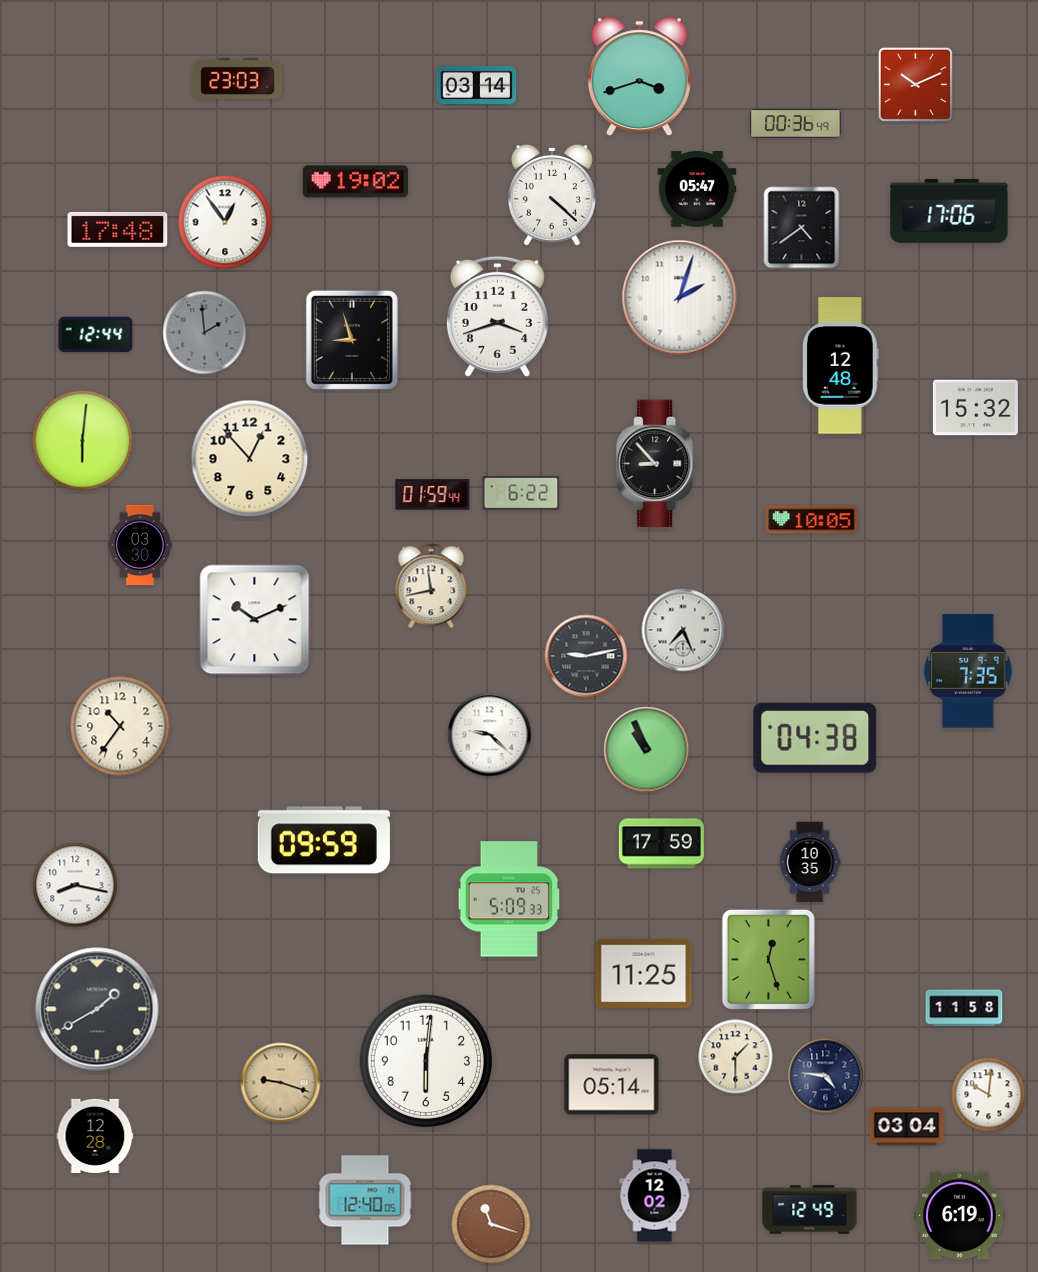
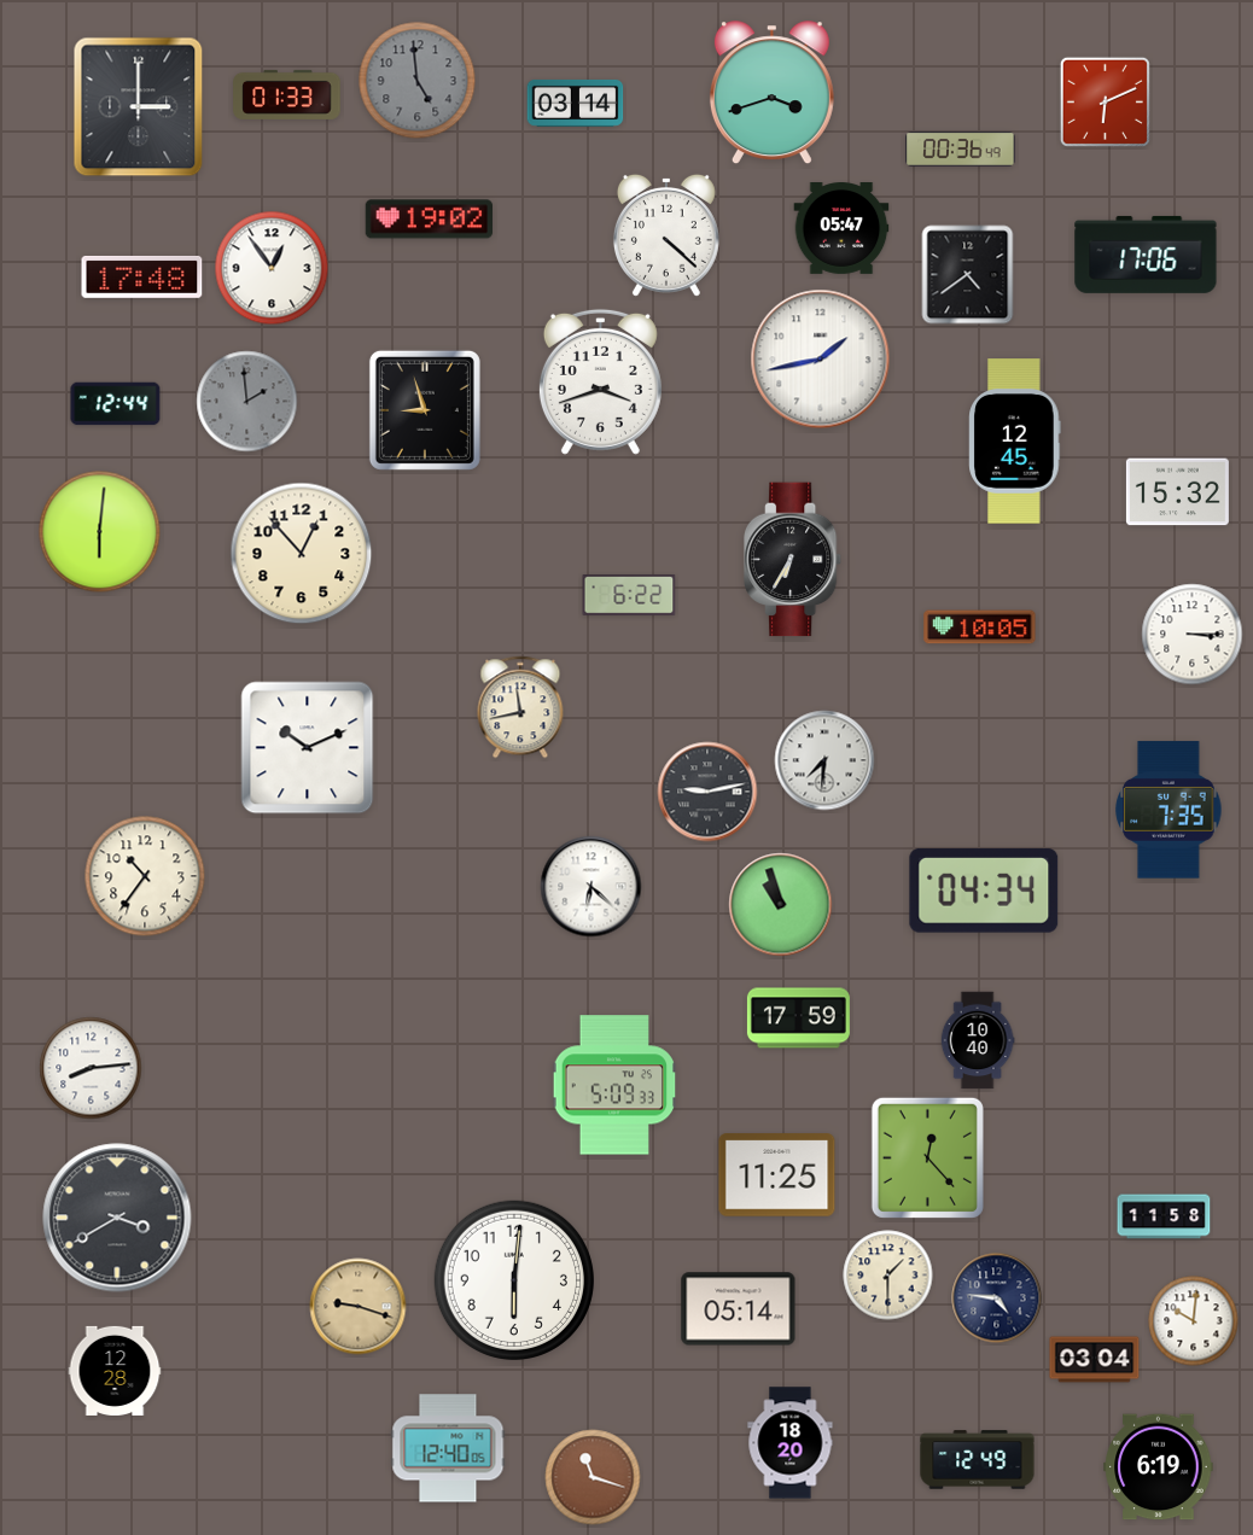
clock at (418, 81): none -> 4:59
clock at (238, 78): 23:03 -> 01:33
clock at (915, 84): 10:11 -> 6:11
clock at (139, 107): none -> 3:00
clock at (680, 298): 2:03 -> 1:43
clock at (841, 366): 12:48 -> 12:45
clock at (658, 464): 8:53 -> 6:35
clock at (433, 495): 01:59 -> none
clock at (1193, 635): none -> 3:15
clock at (141, 545): 03:30 -> none
clock at (683, 630): 7:26 -> 7:31
clock at (490, 735): 9:22 -> 6:22
clock at (815, 738): 04:38 -> 04:34
clock at (647, 750): 10:56 -> 10:57
clock at (324, 840): 09:59 -> none
clock at (810, 862): 10:35 -> 10:40
clock at (75, 885): 8:17 -> 8:14
clock at (768, 959): 12:27 -> 12:23
clock at (97, 1009): 1:40 -> 3:40
clock at (281, 1083) position: (281, 1083) -> (359, 1307)
clock at (655, 1196): 12:02 -> 18:20
clock at (365, 1200) position: (365, 1200) -> (448, 1448)
